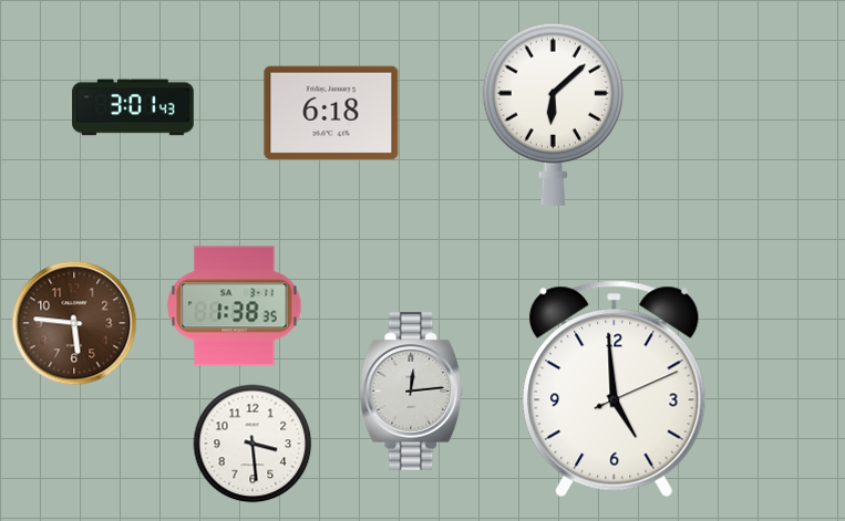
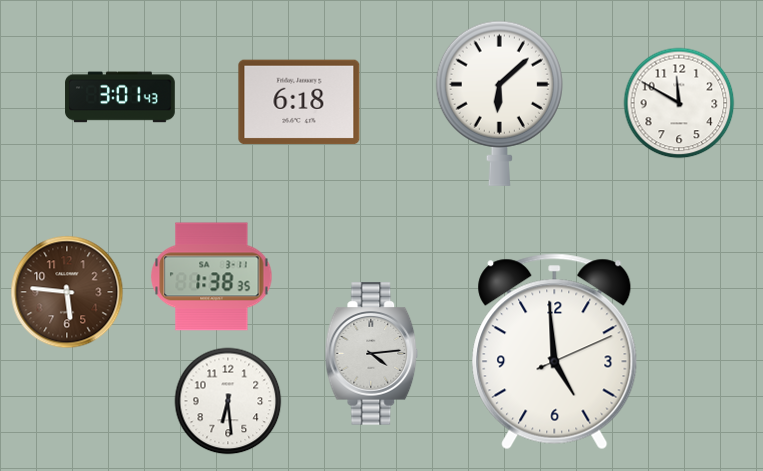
clock at (679, 103): none -> 11:50
clock at (412, 392): 12:14 -> 4:14
clock at (253, 444): 3:29 -> 6:29
